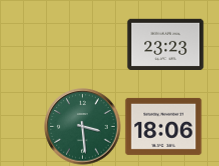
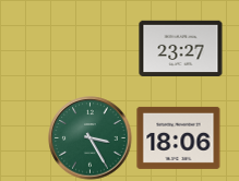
clock at (166, 44): 23:23 -> 23:27
clock at (83, 127): 3:29 -> 3:25
